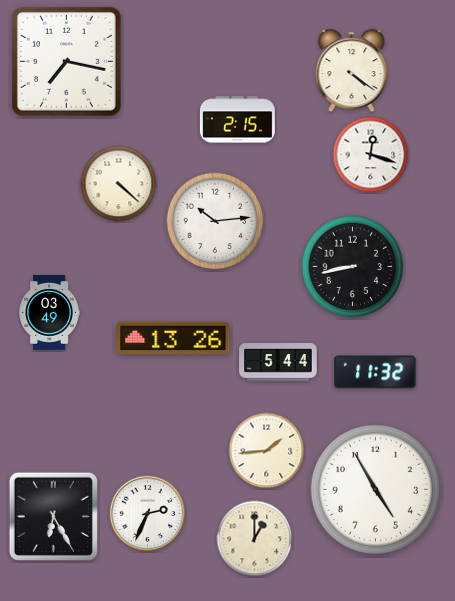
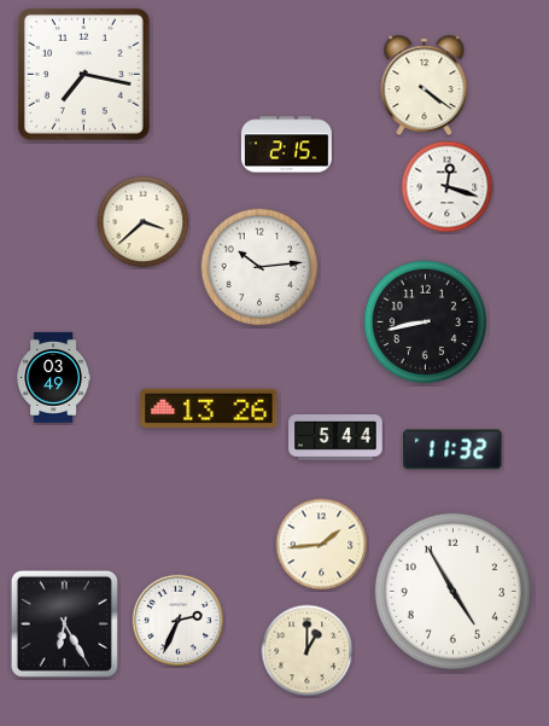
clock at (66, 61) position: (66, 61) -> (83, 74)
clock at (119, 184): 4:22 -> 3:38
clock at (49, 312) position: (49, 312) -> (53, 377)
